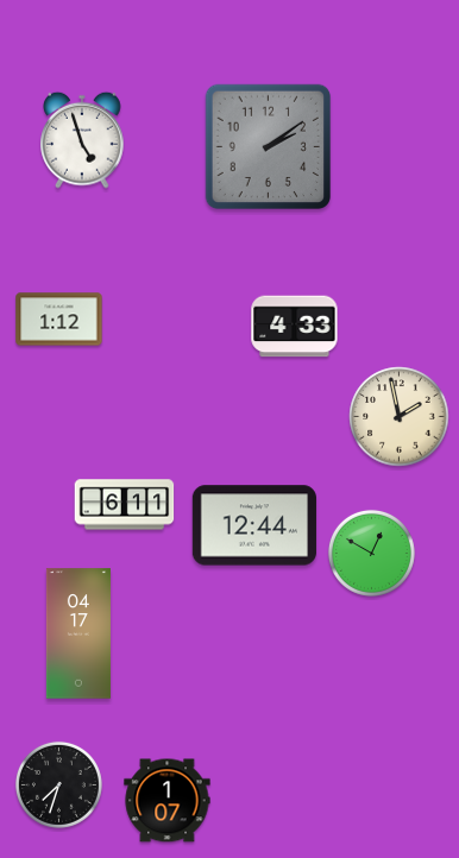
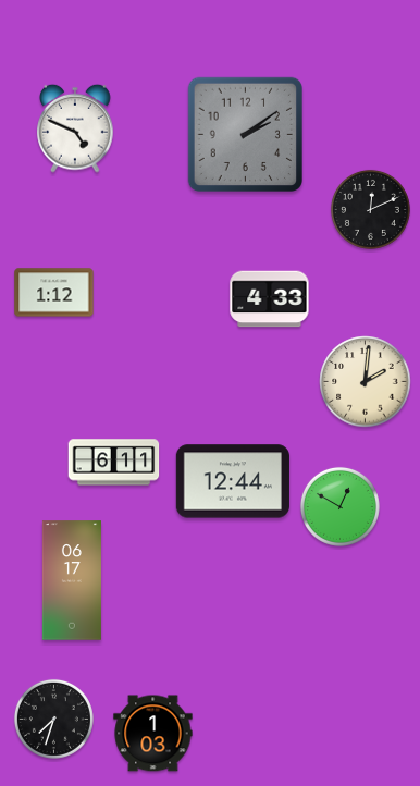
clock at (82, 140): 4:57 -> 4:49
clock at (370, 209): none -> 12:11
clock at (400, 417): 1:58 -> 2:01
clock at (78, 633): 04:17 -> 06:17
clock at (168, 801): 1:07 -> 1:03
